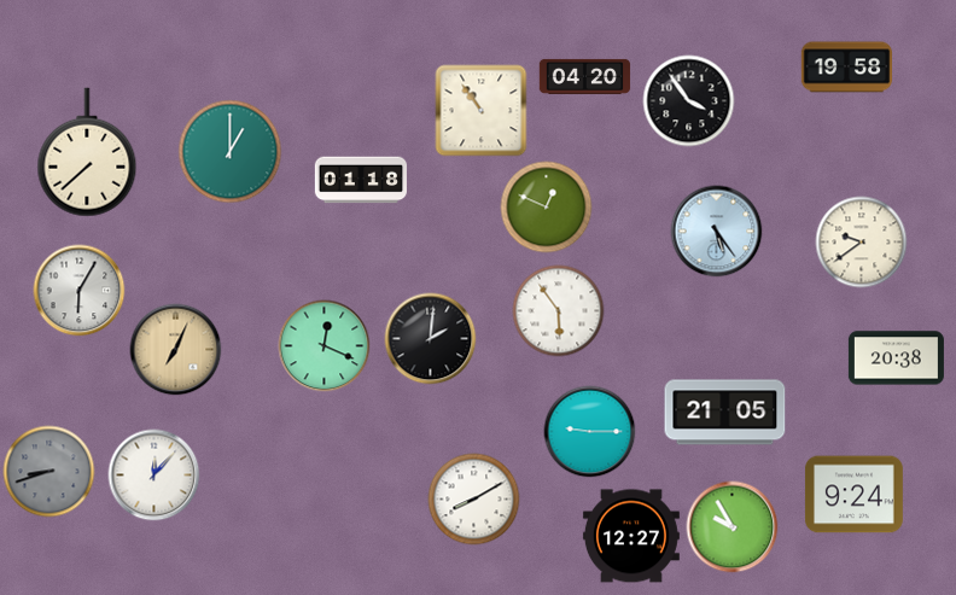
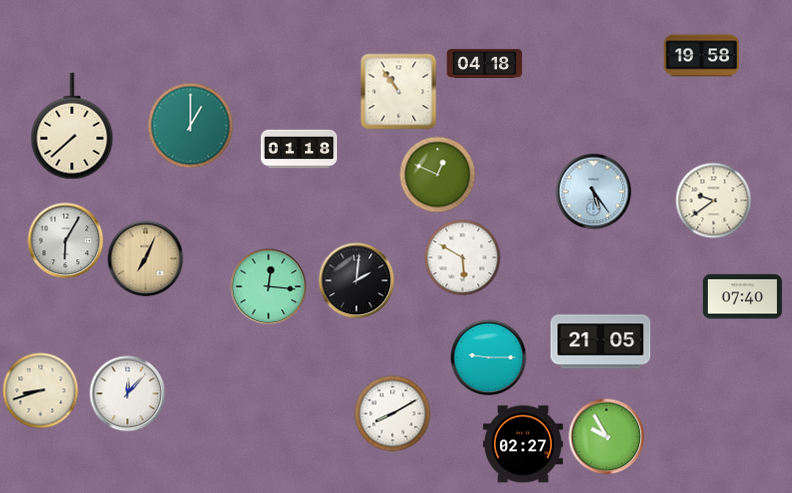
clock at (585, 76): 04:20 -> 04:18
clock at (689, 101): 3:54 -> none
clock at (547, 208) position: (547, 208) -> (438, 175)
clock at (559, 311): 5:54 -> 5:50
clock at (325, 346): 12:19 -> 12:16
clock at (176, 350) position: (176, 350) -> (146, 259)
clock at (896, 358): 20:38 -> 07:40
clock at (49, 472) dial: grey -> cream
clock at (853, 495): 9:24 -> none
clock at (631, 536): 12:27 -> 02:27
